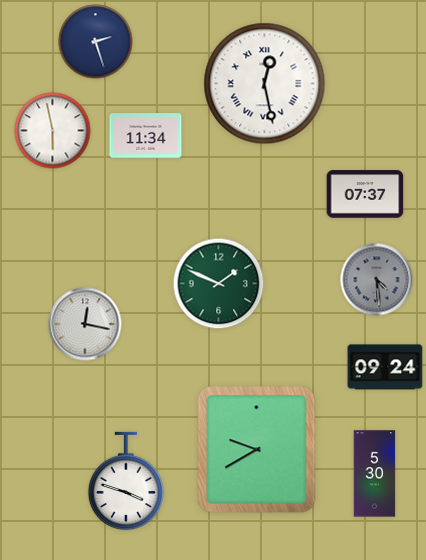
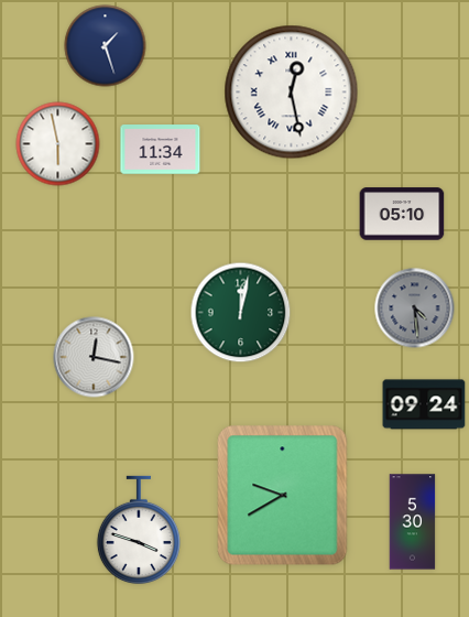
clock at (96, 42): 2:27 -> 1:27
clock at (365, 194): 07:37 -> 05:10
clock at (219, 284): 1:49 -> 12:02
